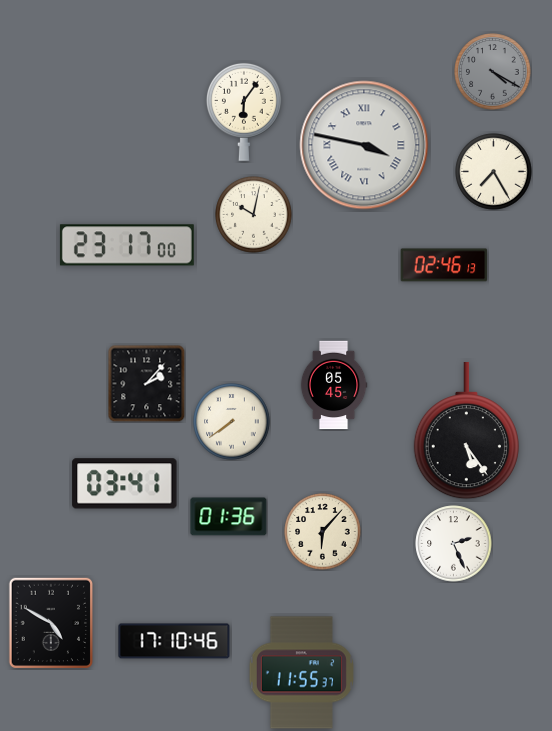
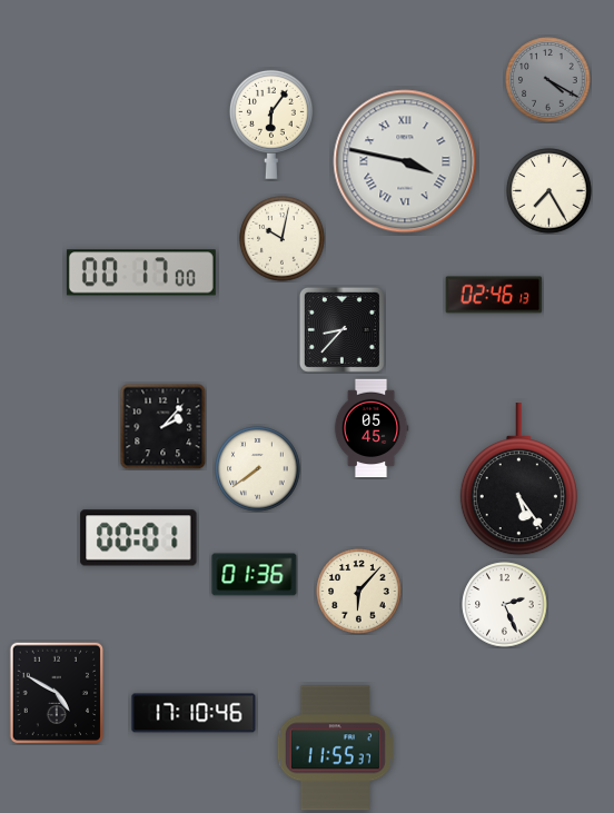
clock at (127, 245): 23:17 -> 00:17
clock at (341, 329): none -> 8:37
clock at (125, 484): 03:41 -> 00:01
